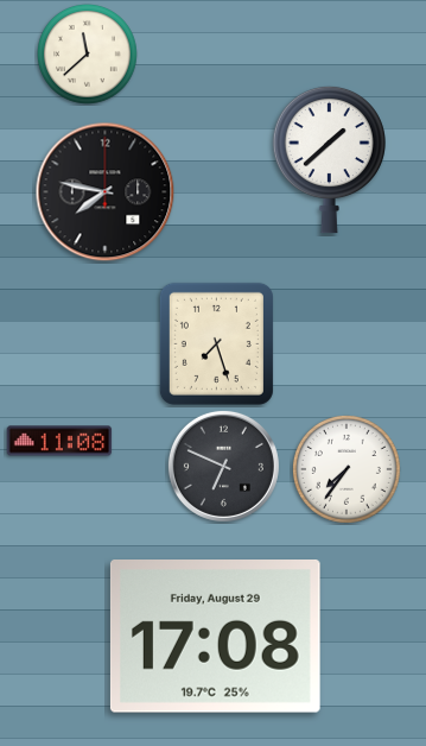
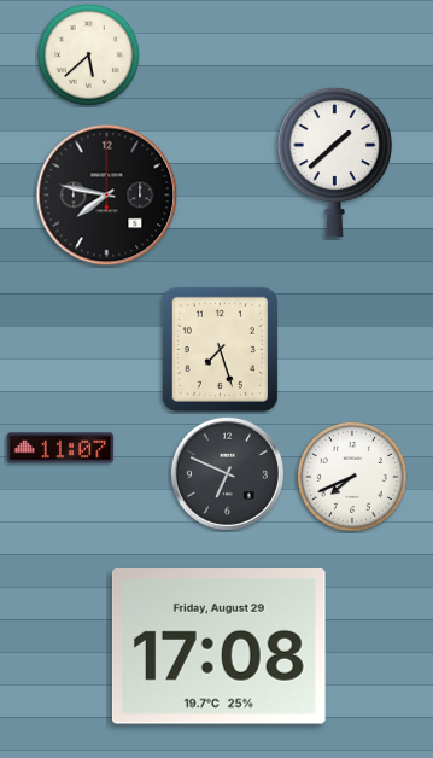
clock at (88, 55): 11:38 -> 5:38
clock at (59, 441): 11:08 -> 11:07
clock at (346, 469): 7:36 -> 7:41
